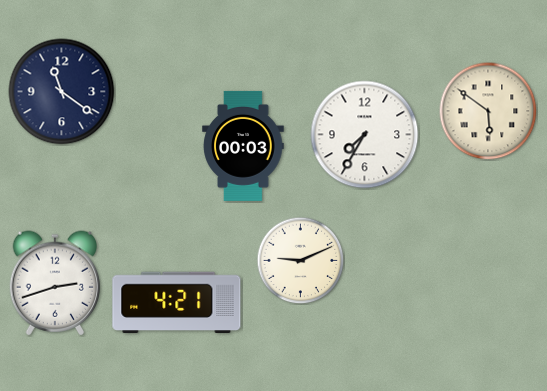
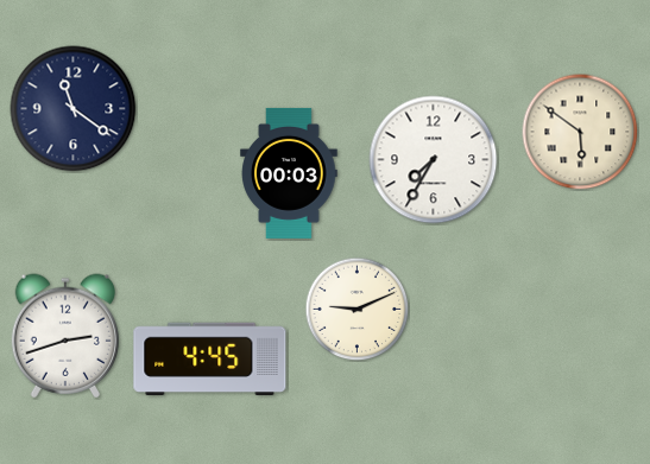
clock at (177, 303): 4:21 -> 4:45
